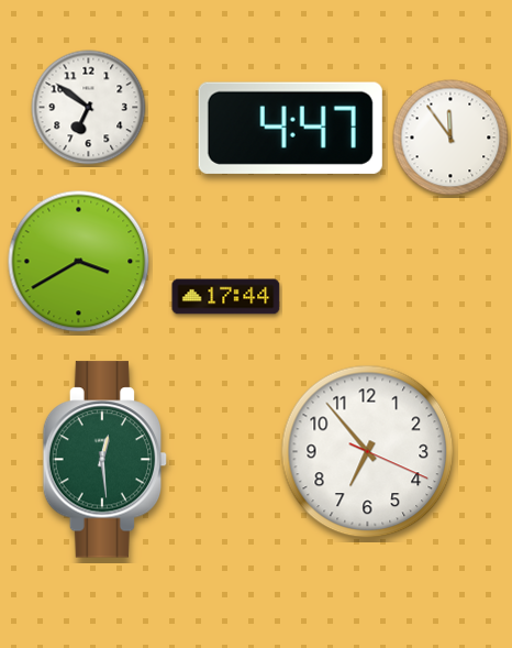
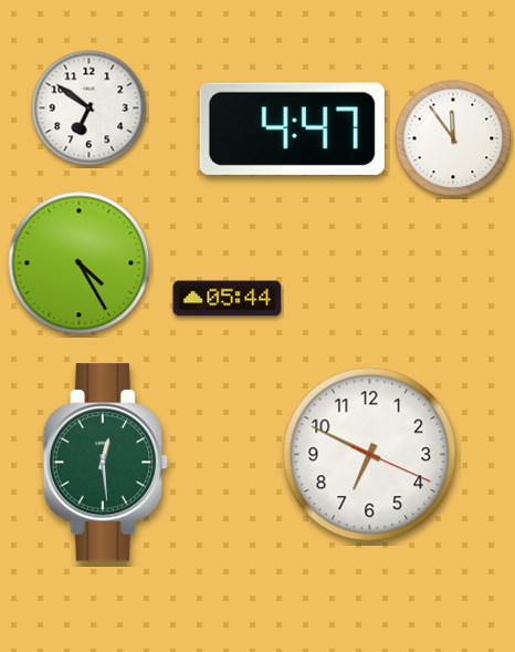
clock at (79, 262): 3:40 -> 4:25
clock at (226, 297): 17:44 -> 05:44
clock at (368, 452): 6:53 -> 6:49
